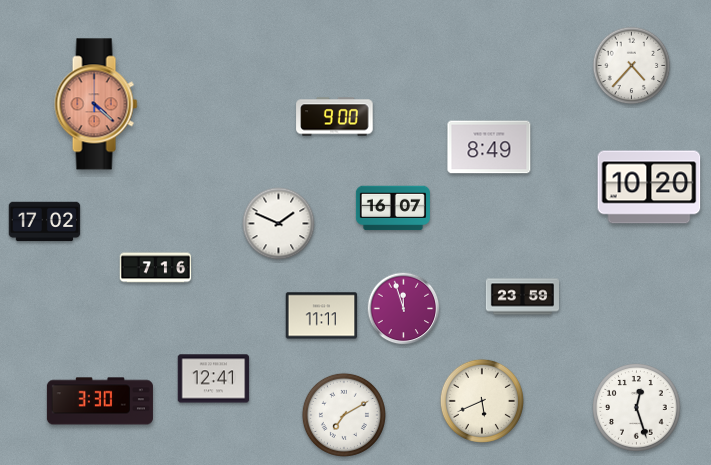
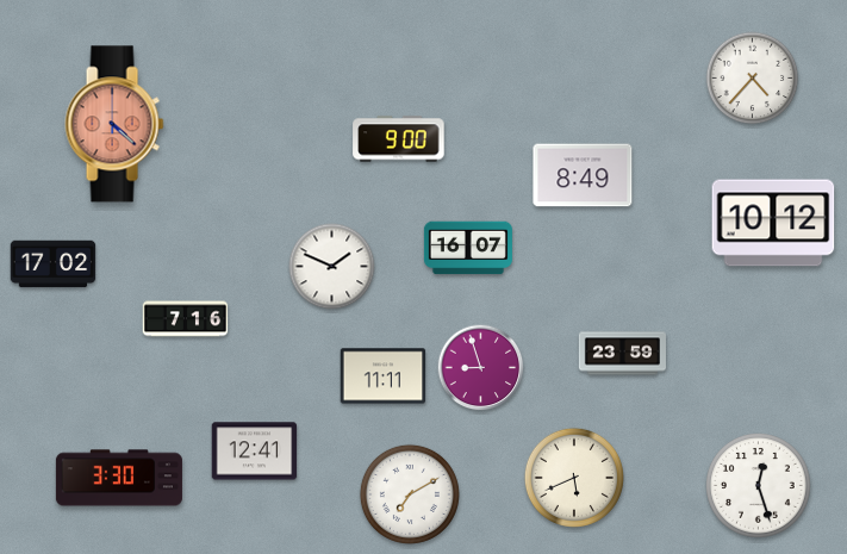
clock at (649, 187): 10:20 -> 10:12
clock at (404, 309): 11:57 -> 8:57
